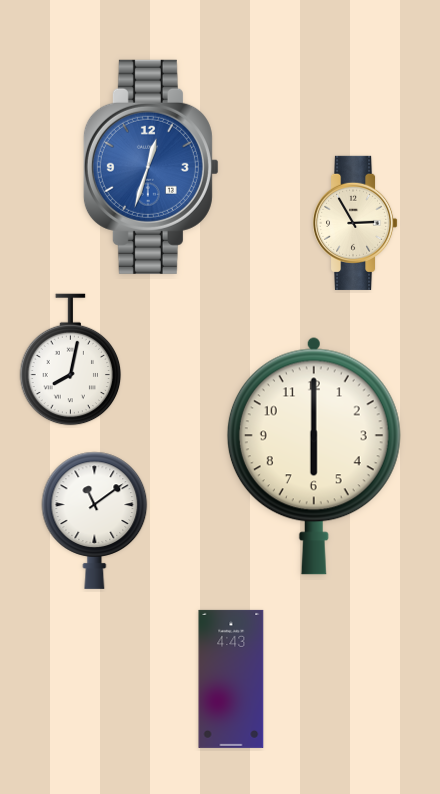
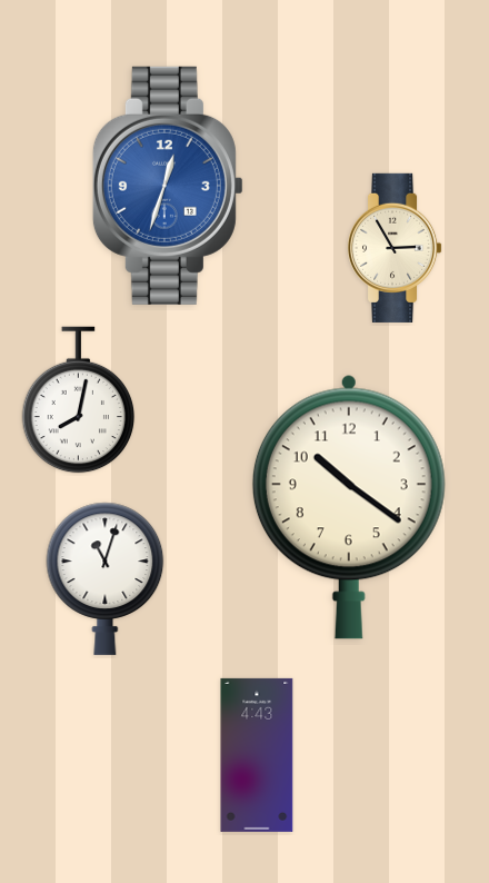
clock at (314, 456): 6:00 -> 10:21
clock at (95, 520): 11:09 -> 11:03
